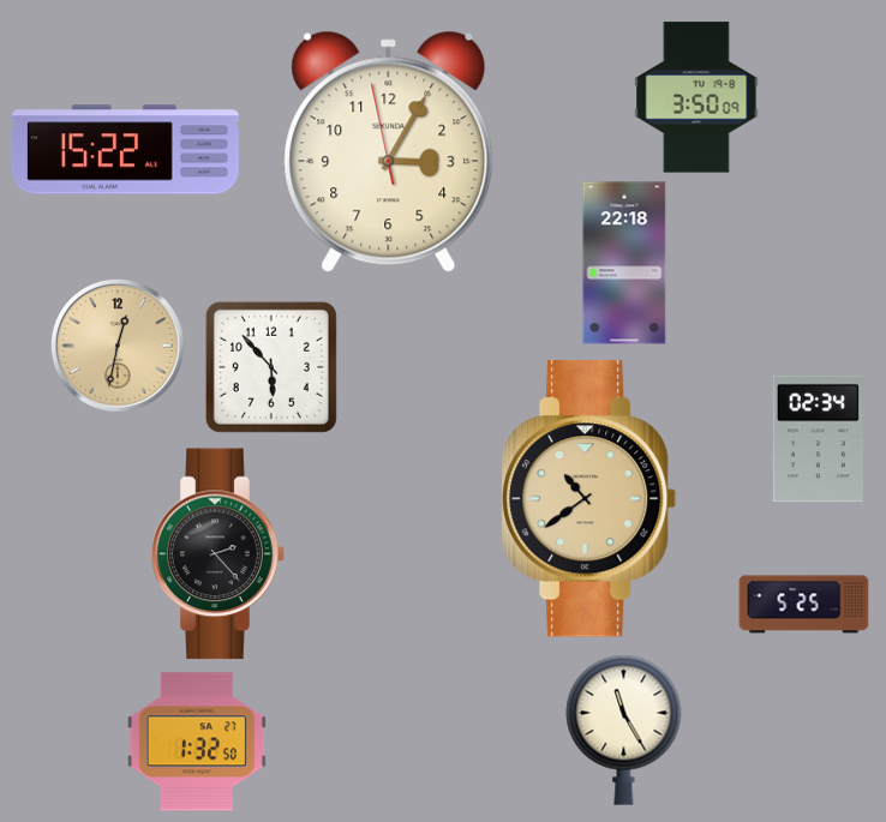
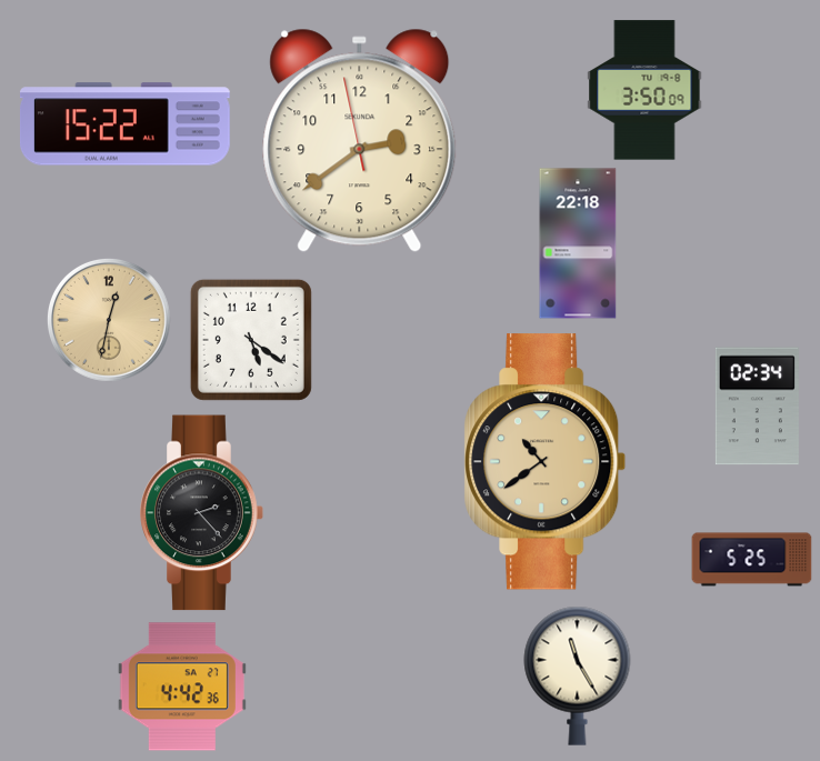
clock at (125, 150) position: (125, 150) -> (124, 124)
clock at (389, 151): 3:04 -> 2:38
clock at (271, 367): 5:53 -> 5:21
clock at (804, 605) position: (804, 605) -> (752, 560)
clock at (197, 742): 1:32 -> 4:42
